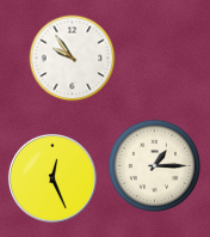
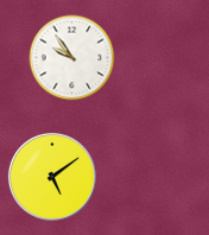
clock at (154, 165): 1:15 -> none
clock at (52, 178): 12:26 -> 5:09
